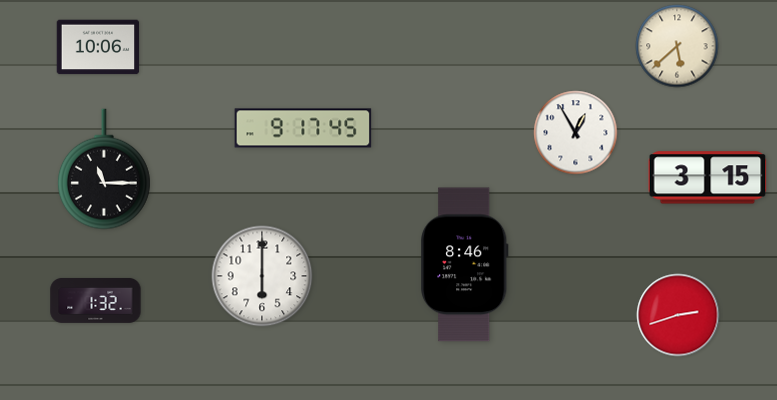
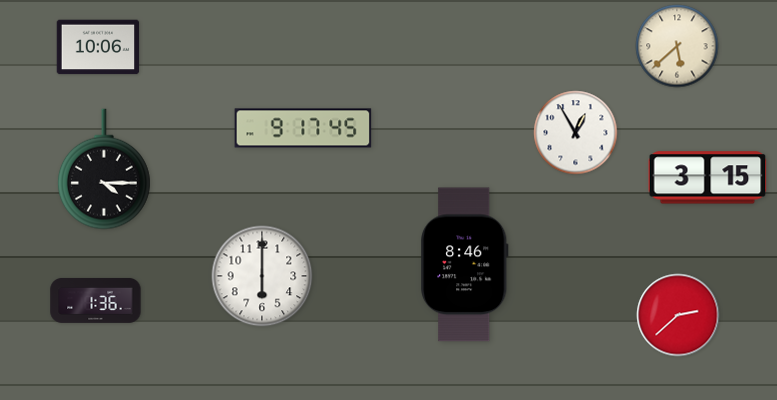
clock at (104, 169): 11:15 -> 4:15
clock at (96, 300): 1:32 -> 1:36
clock at (678, 315): 2:42 -> 2:38
